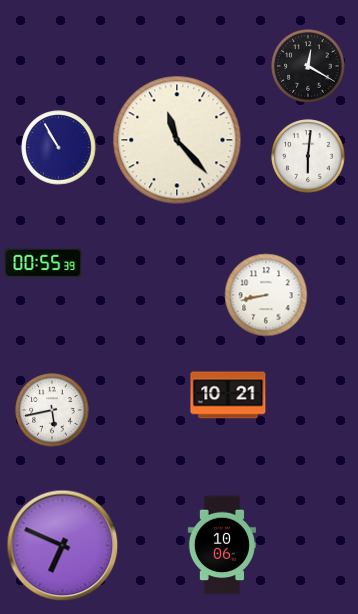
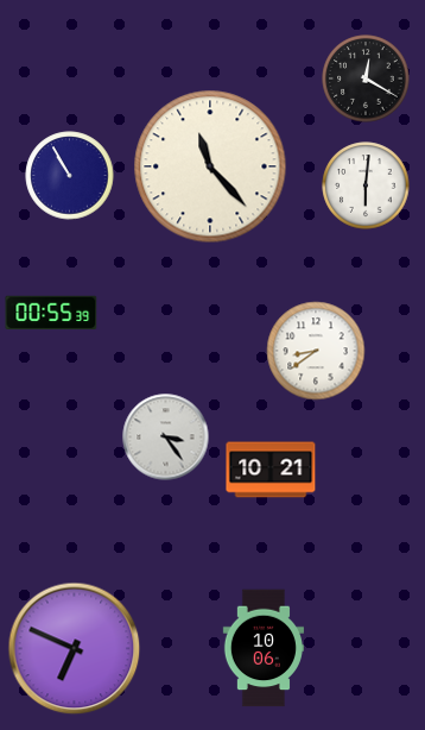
clock at (266, 295): 8:43 -> 8:39
clock at (166, 438): none -> 3:24
clock at (52, 410): 5:43 -> none
